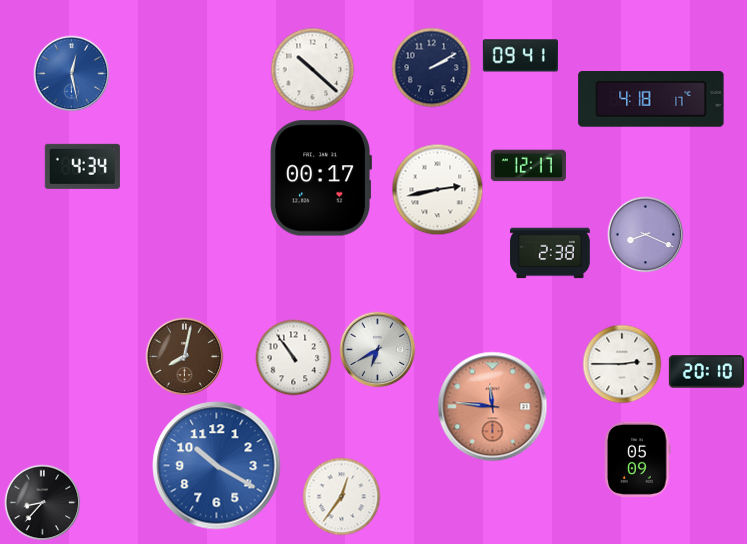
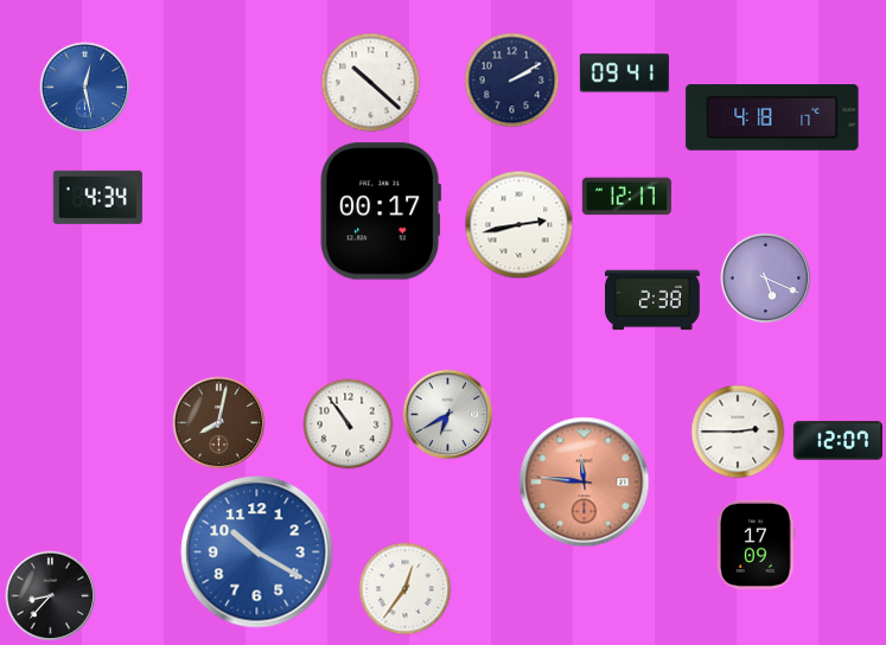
clock at (520, 56) position: (520, 56) -> (624, 74)
clock at (646, 235): 8:19 -> 5:19
clock at (706, 372): 20:10 -> 12:07
clock at (638, 459): 05:09 -> 17:09
